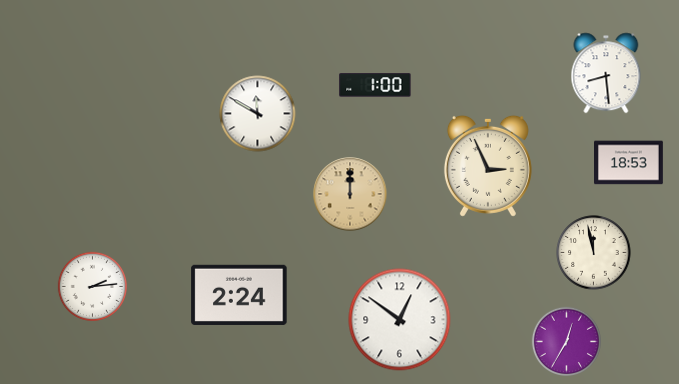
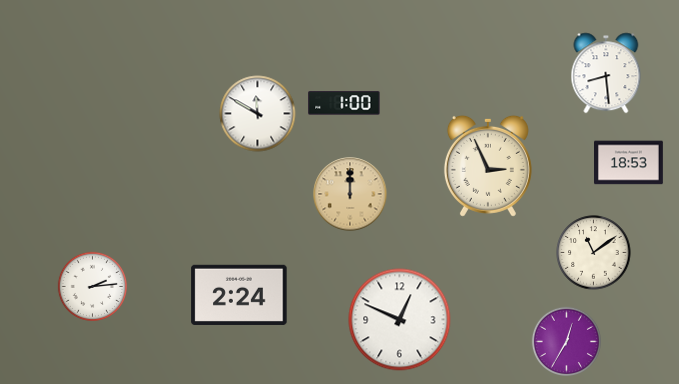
clock at (375, 85) position: (375, 85) -> (344, 103)
clock at (594, 253): 11:58 -> 11:09
clock at (400, 320): 12:51 -> 12:49
